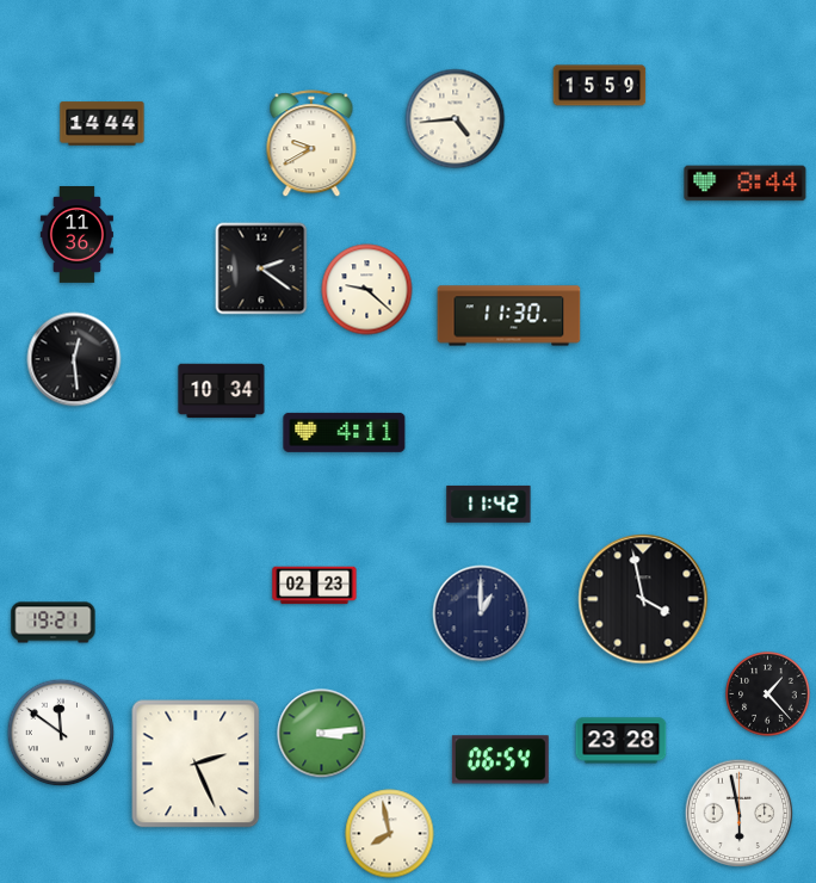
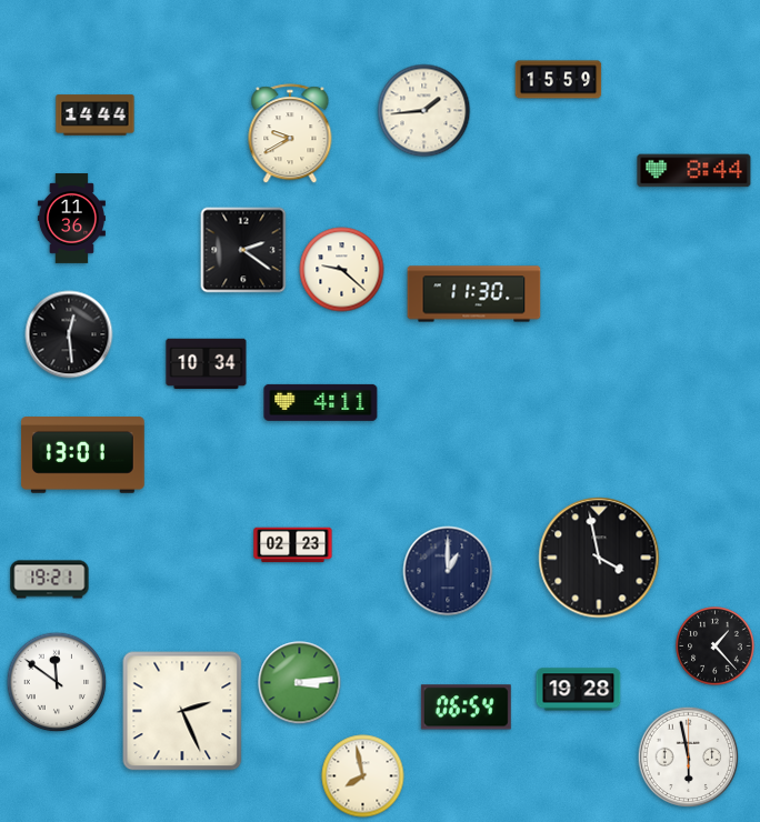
clock at (456, 119): 4:44 -> 1:44
clock at (83, 455): none -> 13:01
clock at (489, 504): 11:42 -> none
clock at (622, 741): 23:28 -> 19:28
